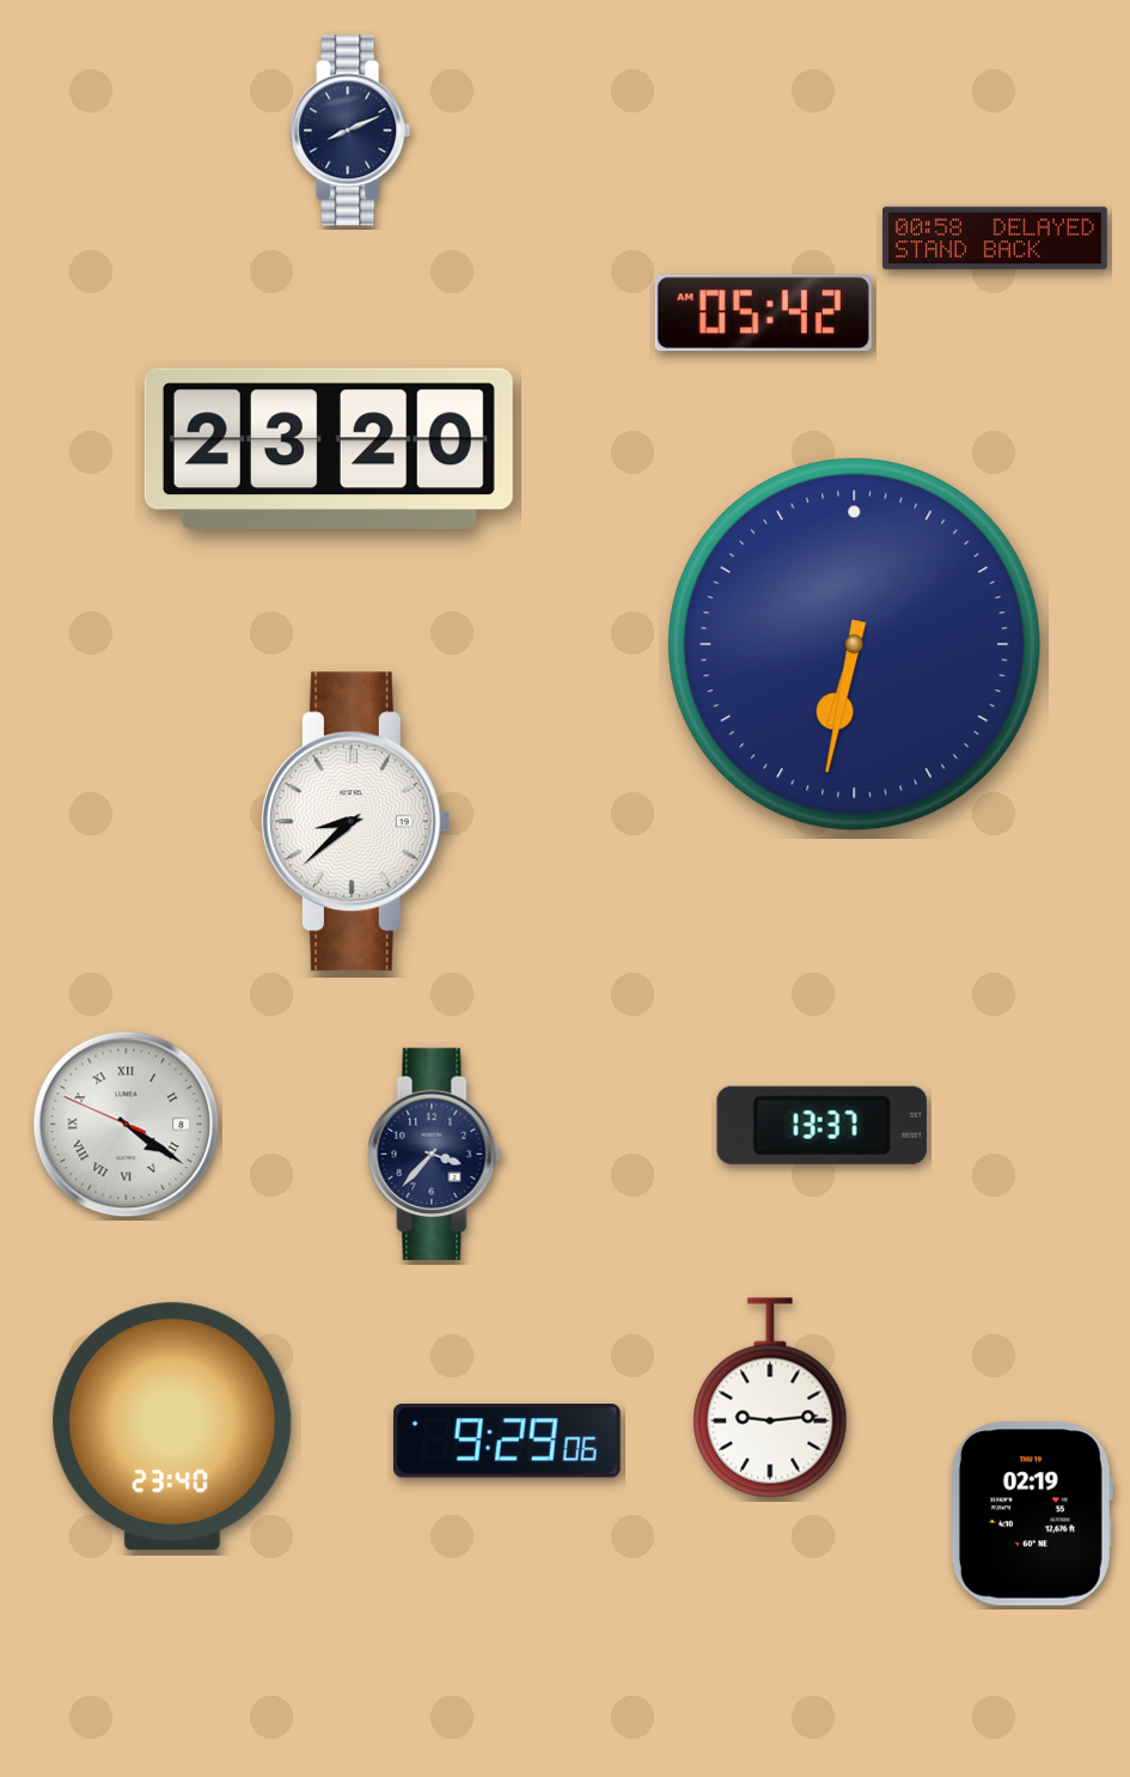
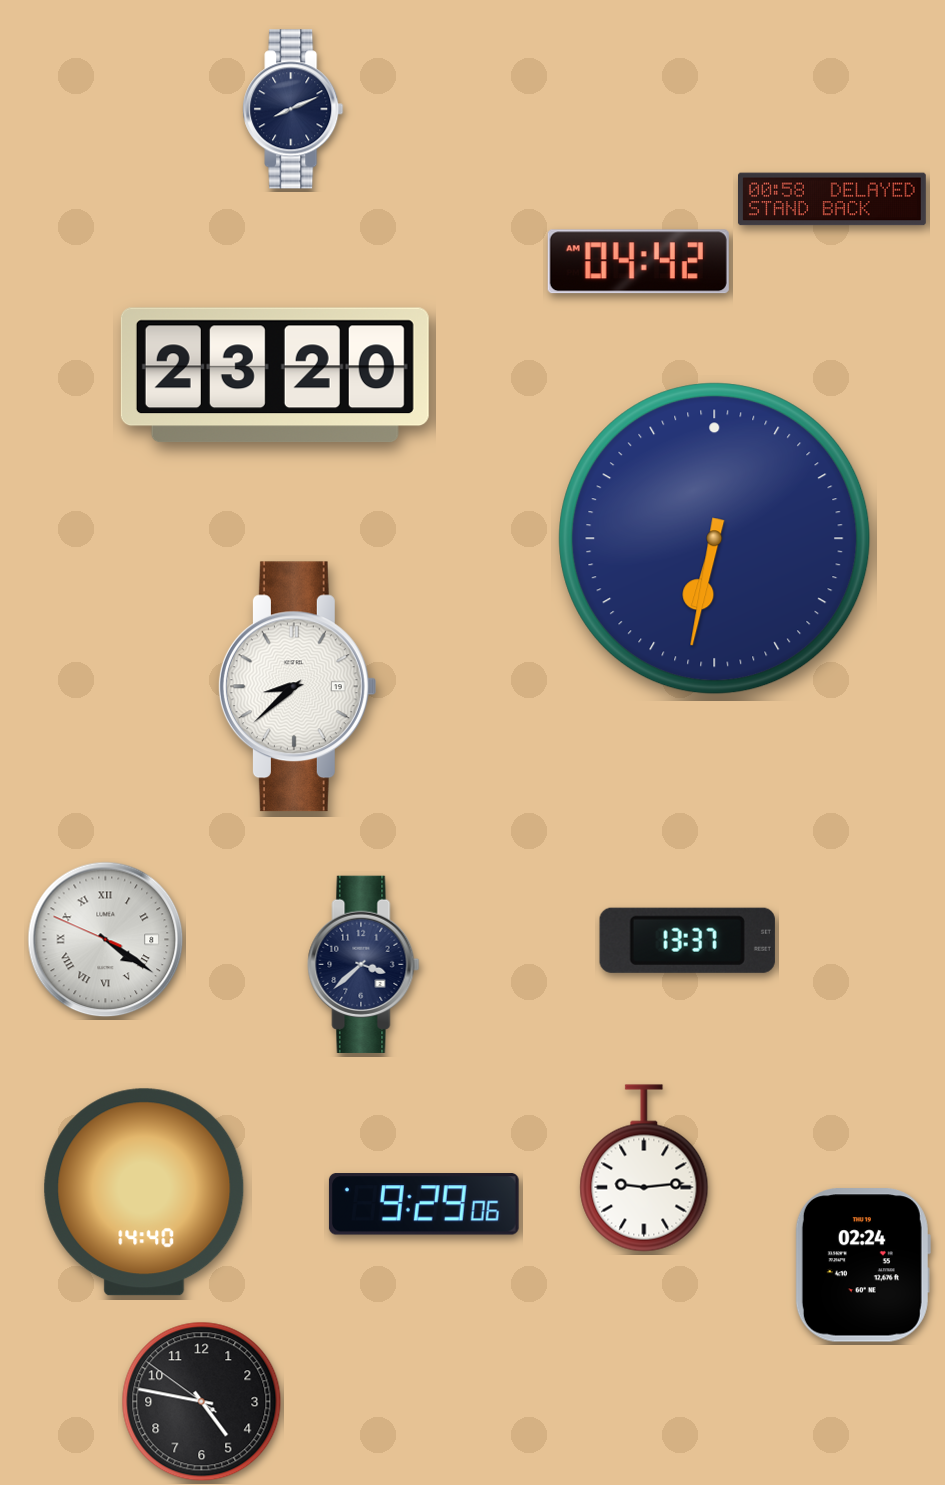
clock at (763, 314): 05:42 -> 04:42
clock at (435, 1154): 3:37 -> 3:38
clock at (172, 1426): 23:40 -> 14:40
clock at (1032, 1514): 02:19 -> 02:24
clock at (202, 1402): none -> 4:46
